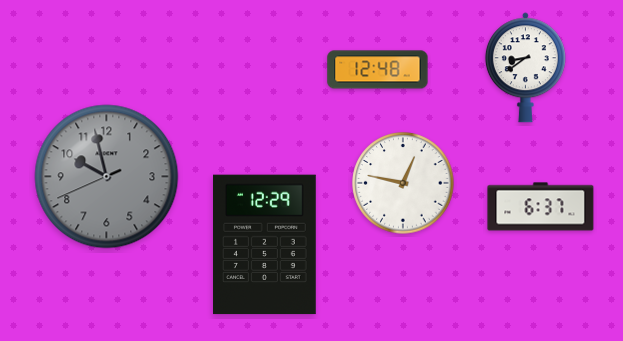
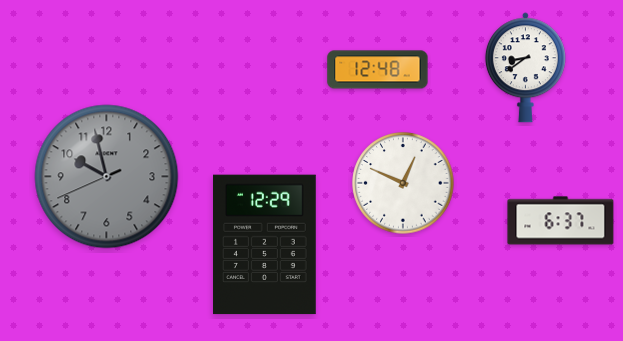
clock at (403, 183): 12:47 -> 12:49
clock at (541, 207) position: (541, 207) -> (561, 221)
